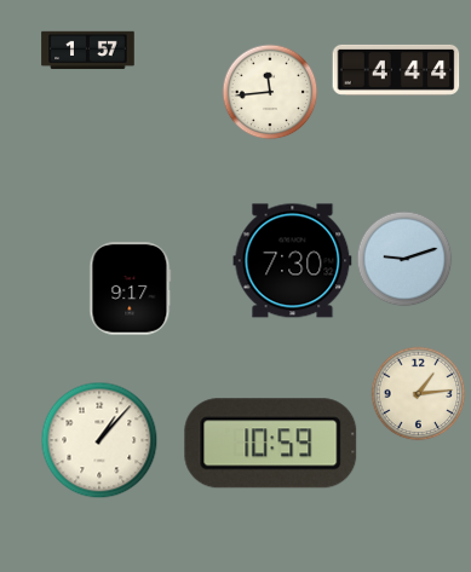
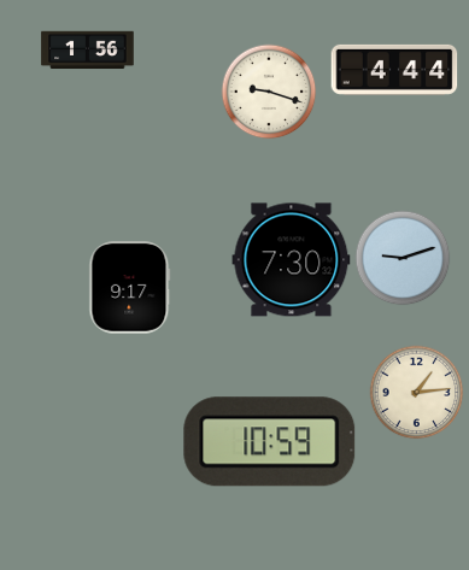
clock at (88, 51): 1:57 -> 1:56
clock at (270, 92): 11:44 -> 9:18
clock at (99, 440): 1:07 -> none
